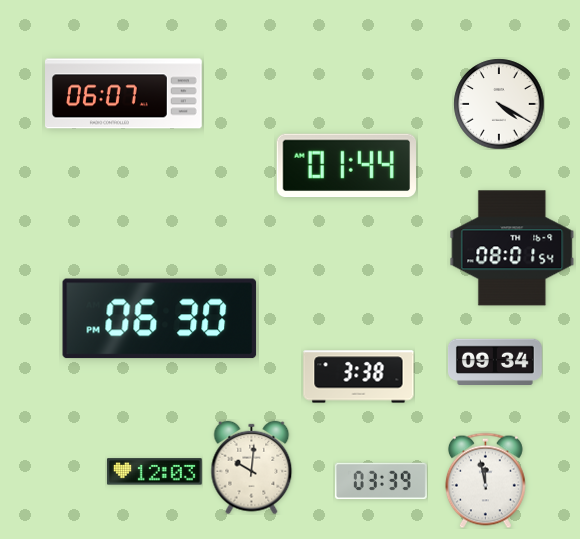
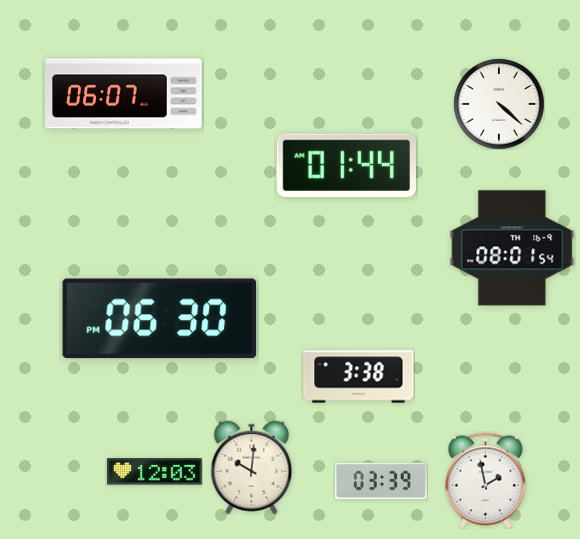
clock at (499, 104): 4:20 -> 4:22
clock at (495, 362): 09:34 -> none
clock at (485, 480): 11:58 -> 1:58
